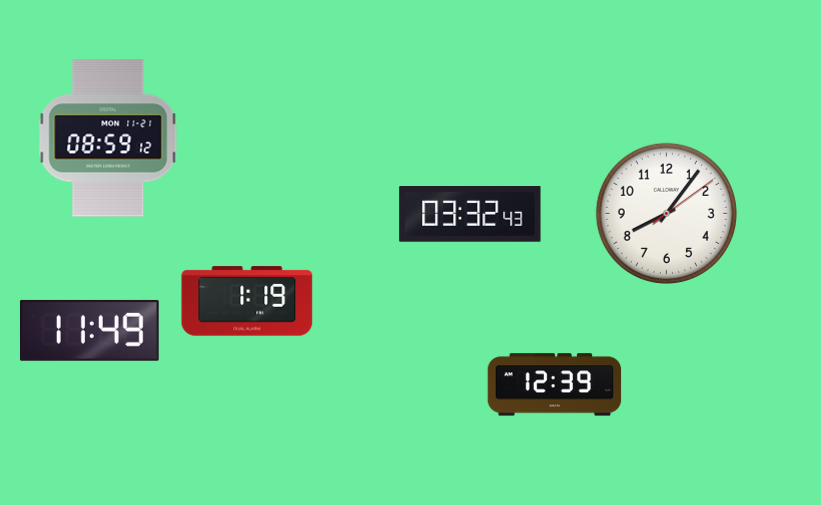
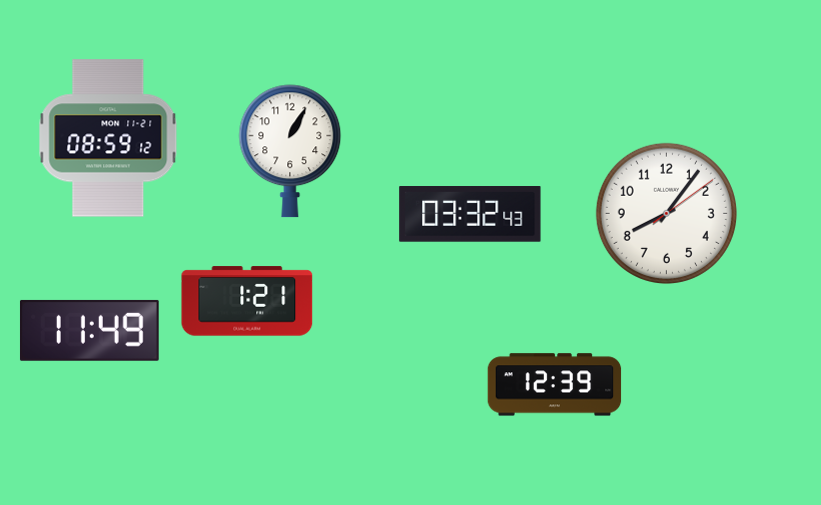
clock at (290, 151): none -> 1:05
clock at (247, 301): 1:19 -> 1:21
